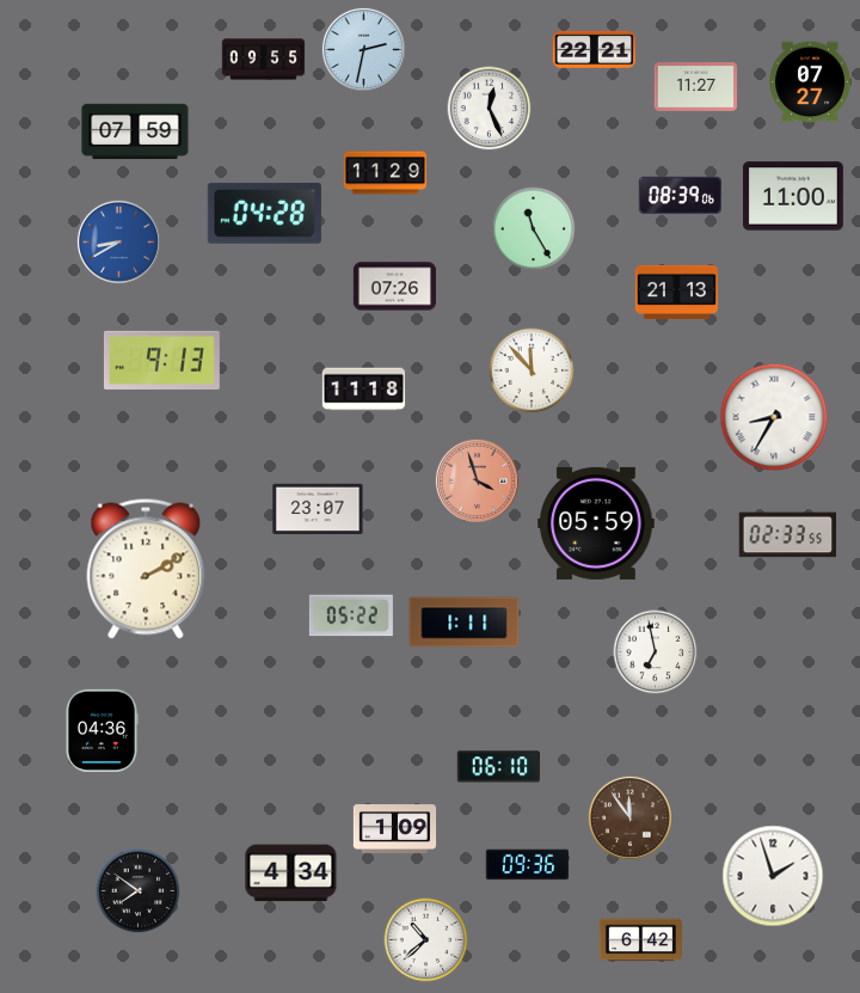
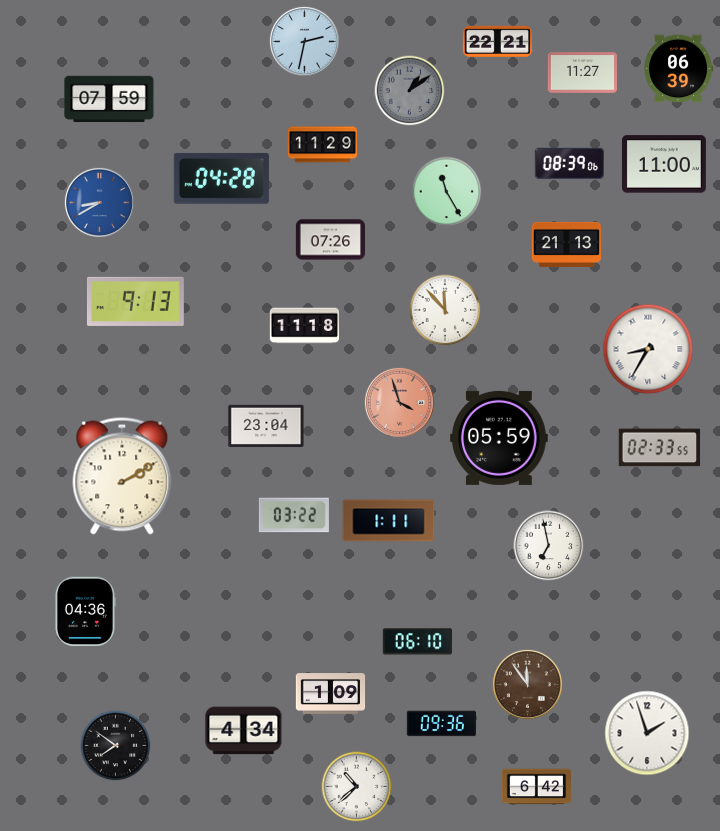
clock at (264, 60): 09:55 -> none
clock at (810, 82): 07:27 -> 06:39
clock at (490, 109): 12:26 -> 1:09
clock at (490, 109) dial: white -> grey
clock at (135, 131) position: (135, 131) -> (109, 99)
clock at (318, 509): 23:07 -> 23:04
clock at (351, 615): 05:22 -> 03:22
